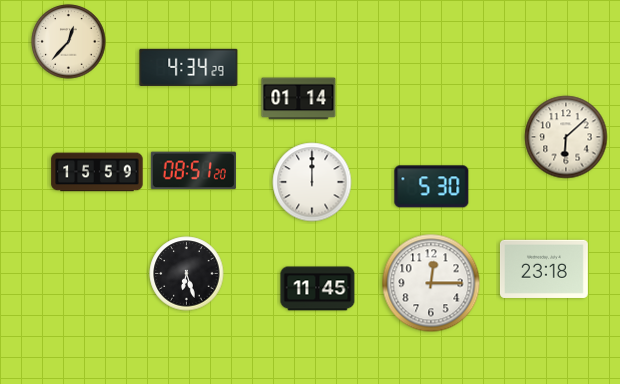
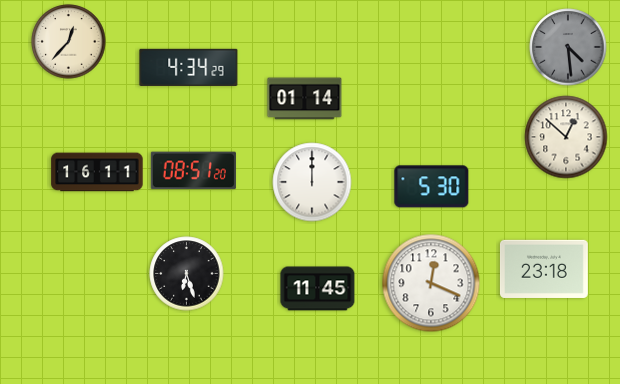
clock at (568, 47): none -> 4:29
clock at (299, 99) position: (299, 99) -> (305, 99)
clock at (566, 137): 6:08 -> 12:52
clock at (97, 172): 15:59 -> 16:11
clock at (431, 283): 12:15 -> 12:19
